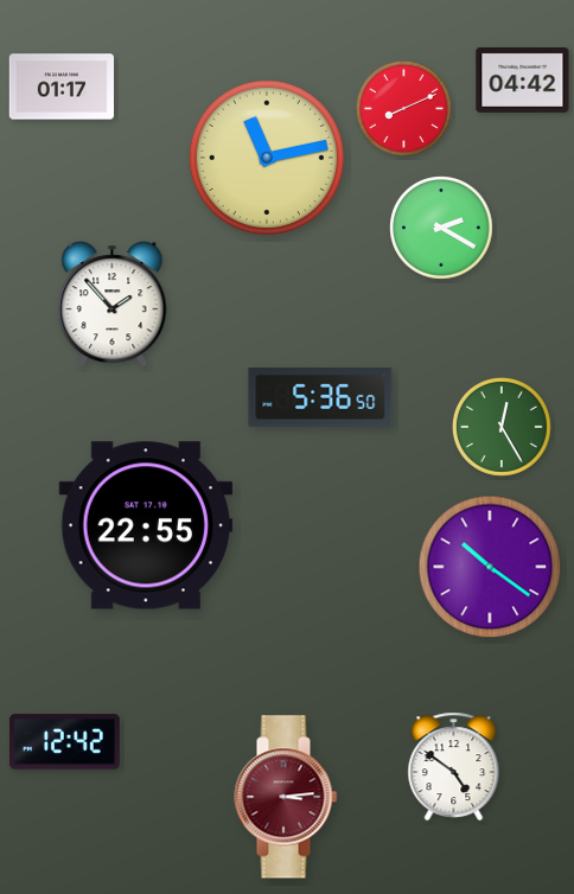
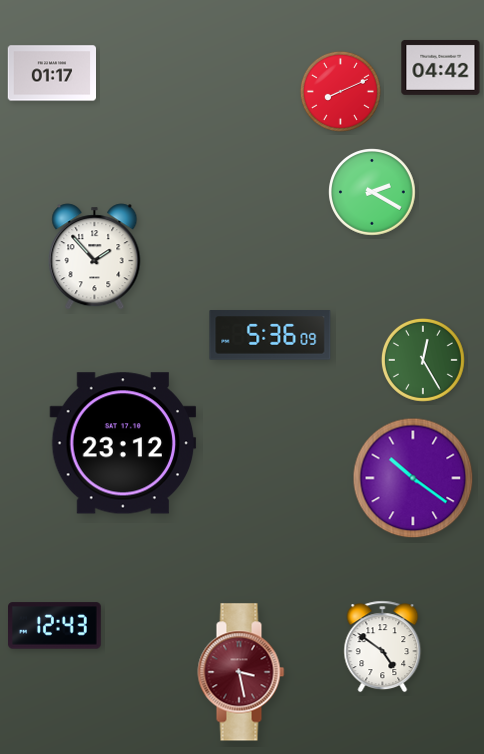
clock at (267, 158): 11:13 -> none
clock at (320, 397): 5:36:50 -> 5:36:09
clock at (146, 525): 22:55 -> 23:12
clock at (65, 742): 12:42 -> 12:43
clock at (286, 797): 3:14 -> 3:28
